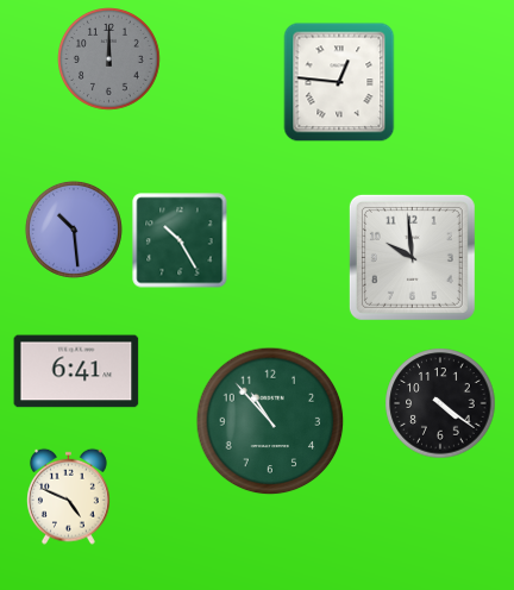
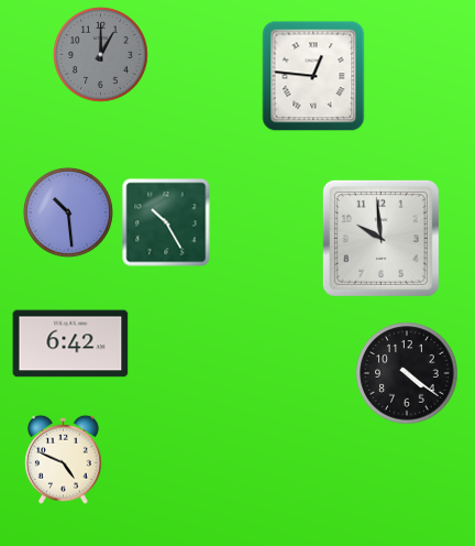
clock at (109, 59): 12:00 -> 1:00
clock at (76, 371): 6:41 -> 6:42
clock at (270, 421): 10:53 -> none
